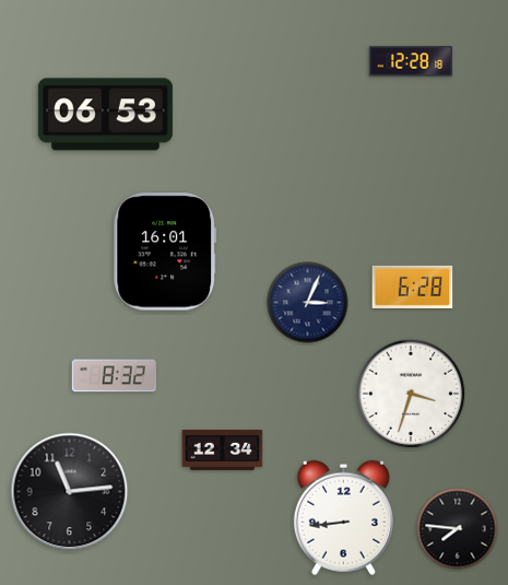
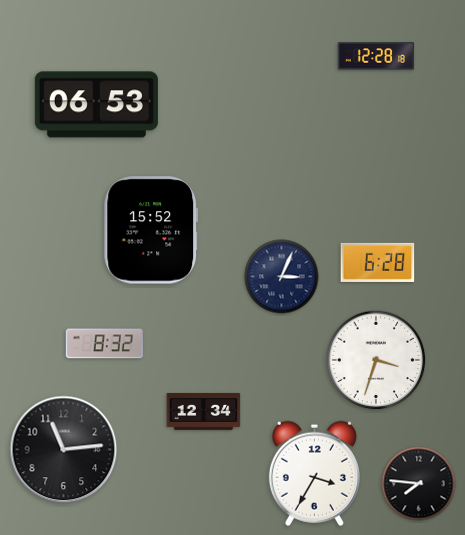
clock at (165, 251): 16:01 -> 15:52
clock at (343, 517): 8:44 -> 3:35
